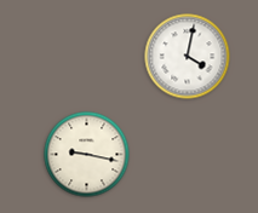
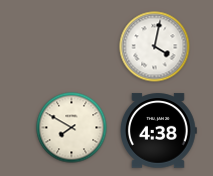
clock at (87, 155): 9:17 -> 7:50
clock at (158, 131): none -> 4:38
